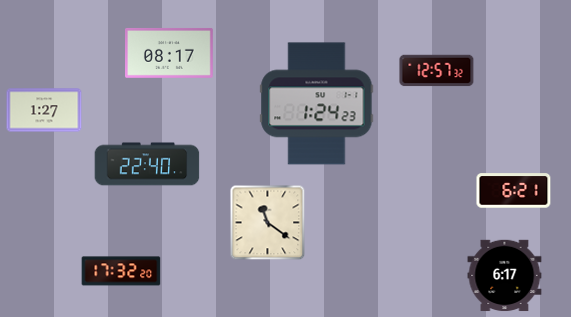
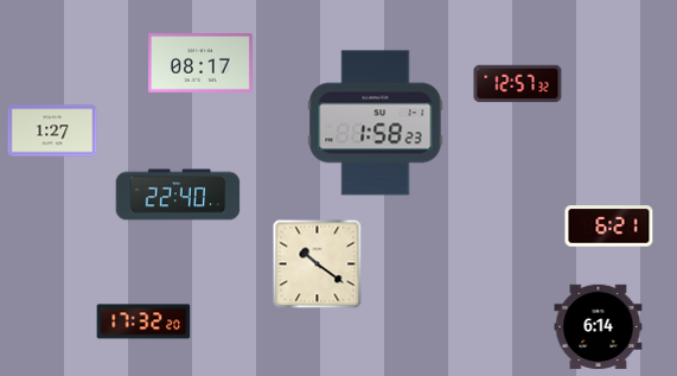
clock at (317, 104): 1:24 -> 1:58
clock at (147, 164) position: (147, 164) -> (178, 195)
clock at (268, 223): 11:21 -> 10:21
clock at (505, 276): 6:17 -> 6:14
